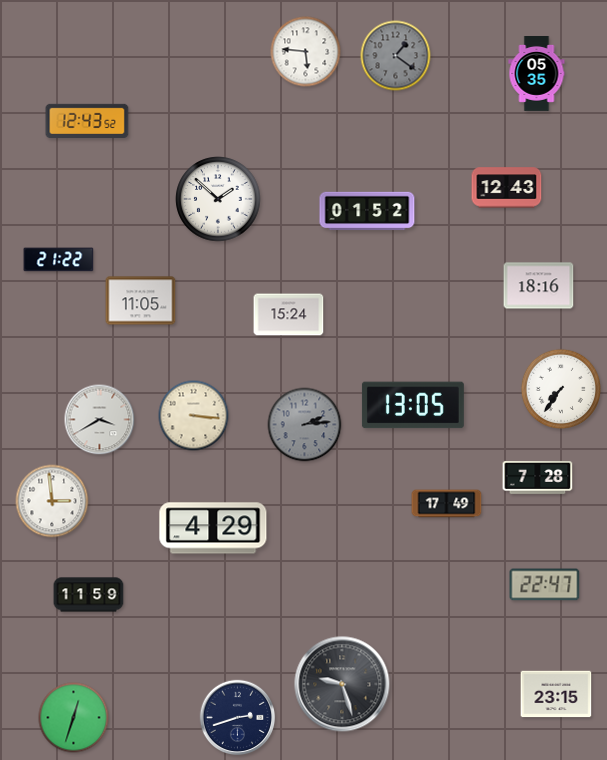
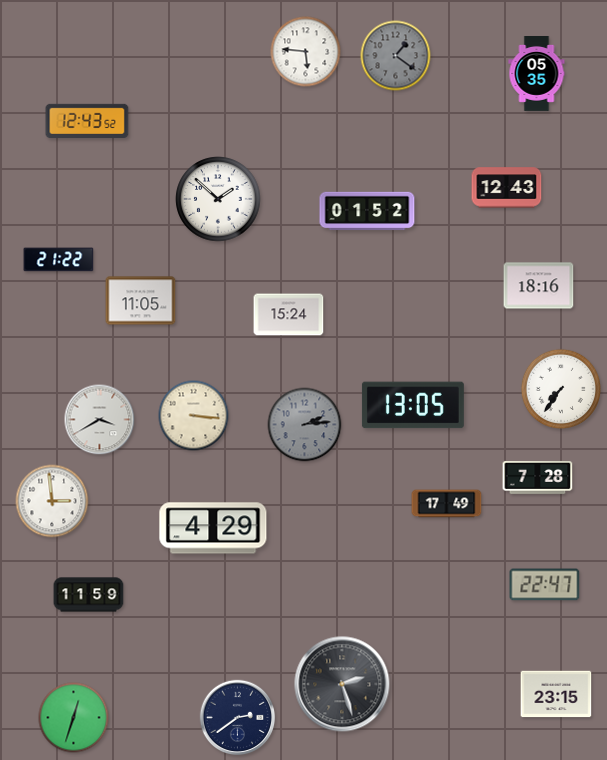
clock at (342, 684): 9:27 -> 2:27
clock at (238, 718): 2:42 -> 2:39
